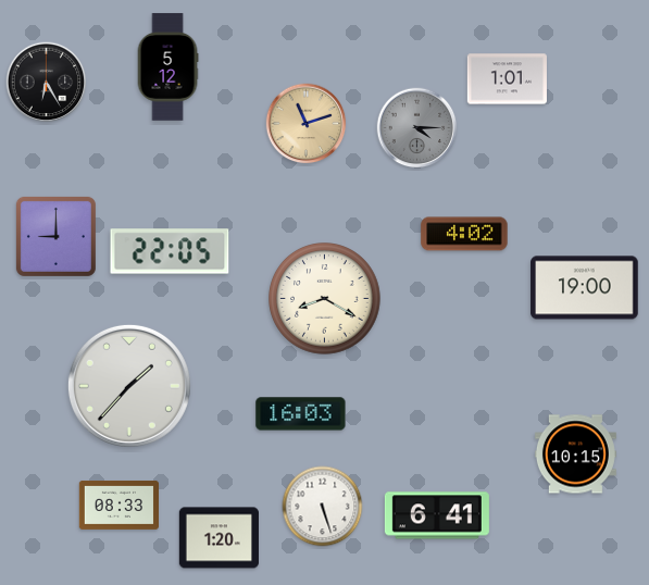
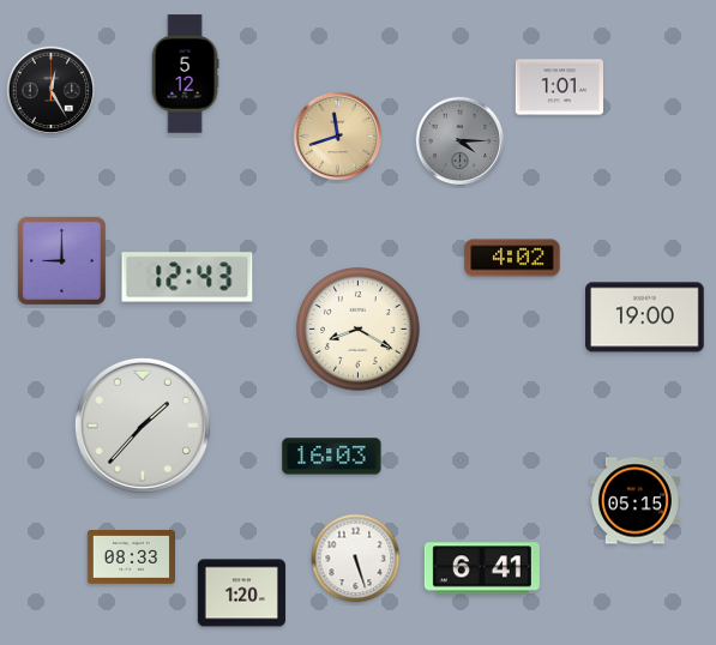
clock at (47, 83): 6:25 -> 12:25
clock at (307, 124): 11:12 -> 11:42
clock at (170, 251): 22:05 -> 12:43
clock at (575, 455): 10:15 -> 05:15
